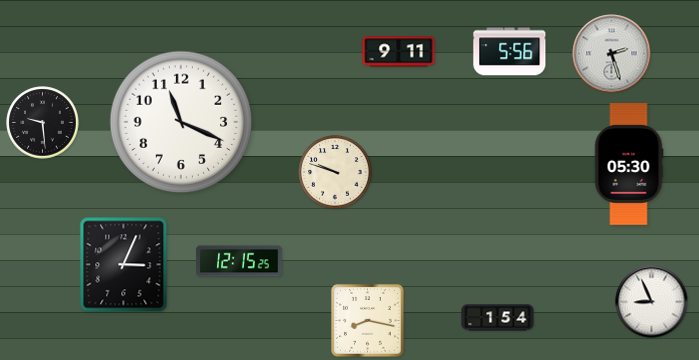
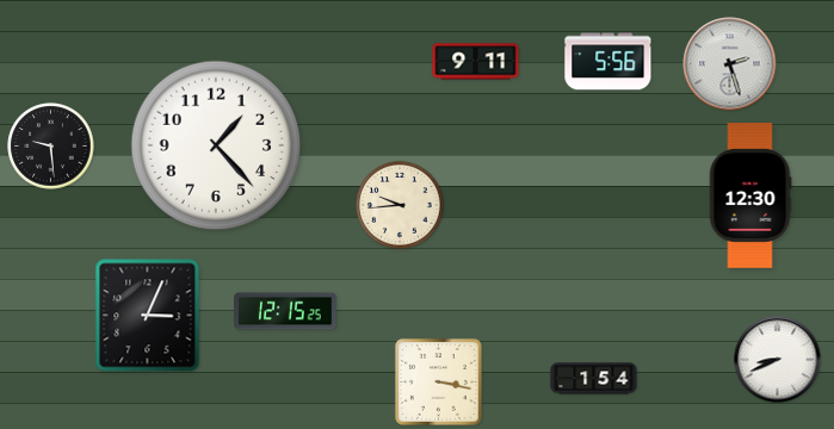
clock at (181, 122): 11:19 -> 1:23
clock at (629, 165): 05:30 -> 12:30
clock at (335, 172): 9:48 -> 9:44
clock at (652, 302): 8:56 -> 8:41
clock at (368, 321): 8:17 -> 3:17
